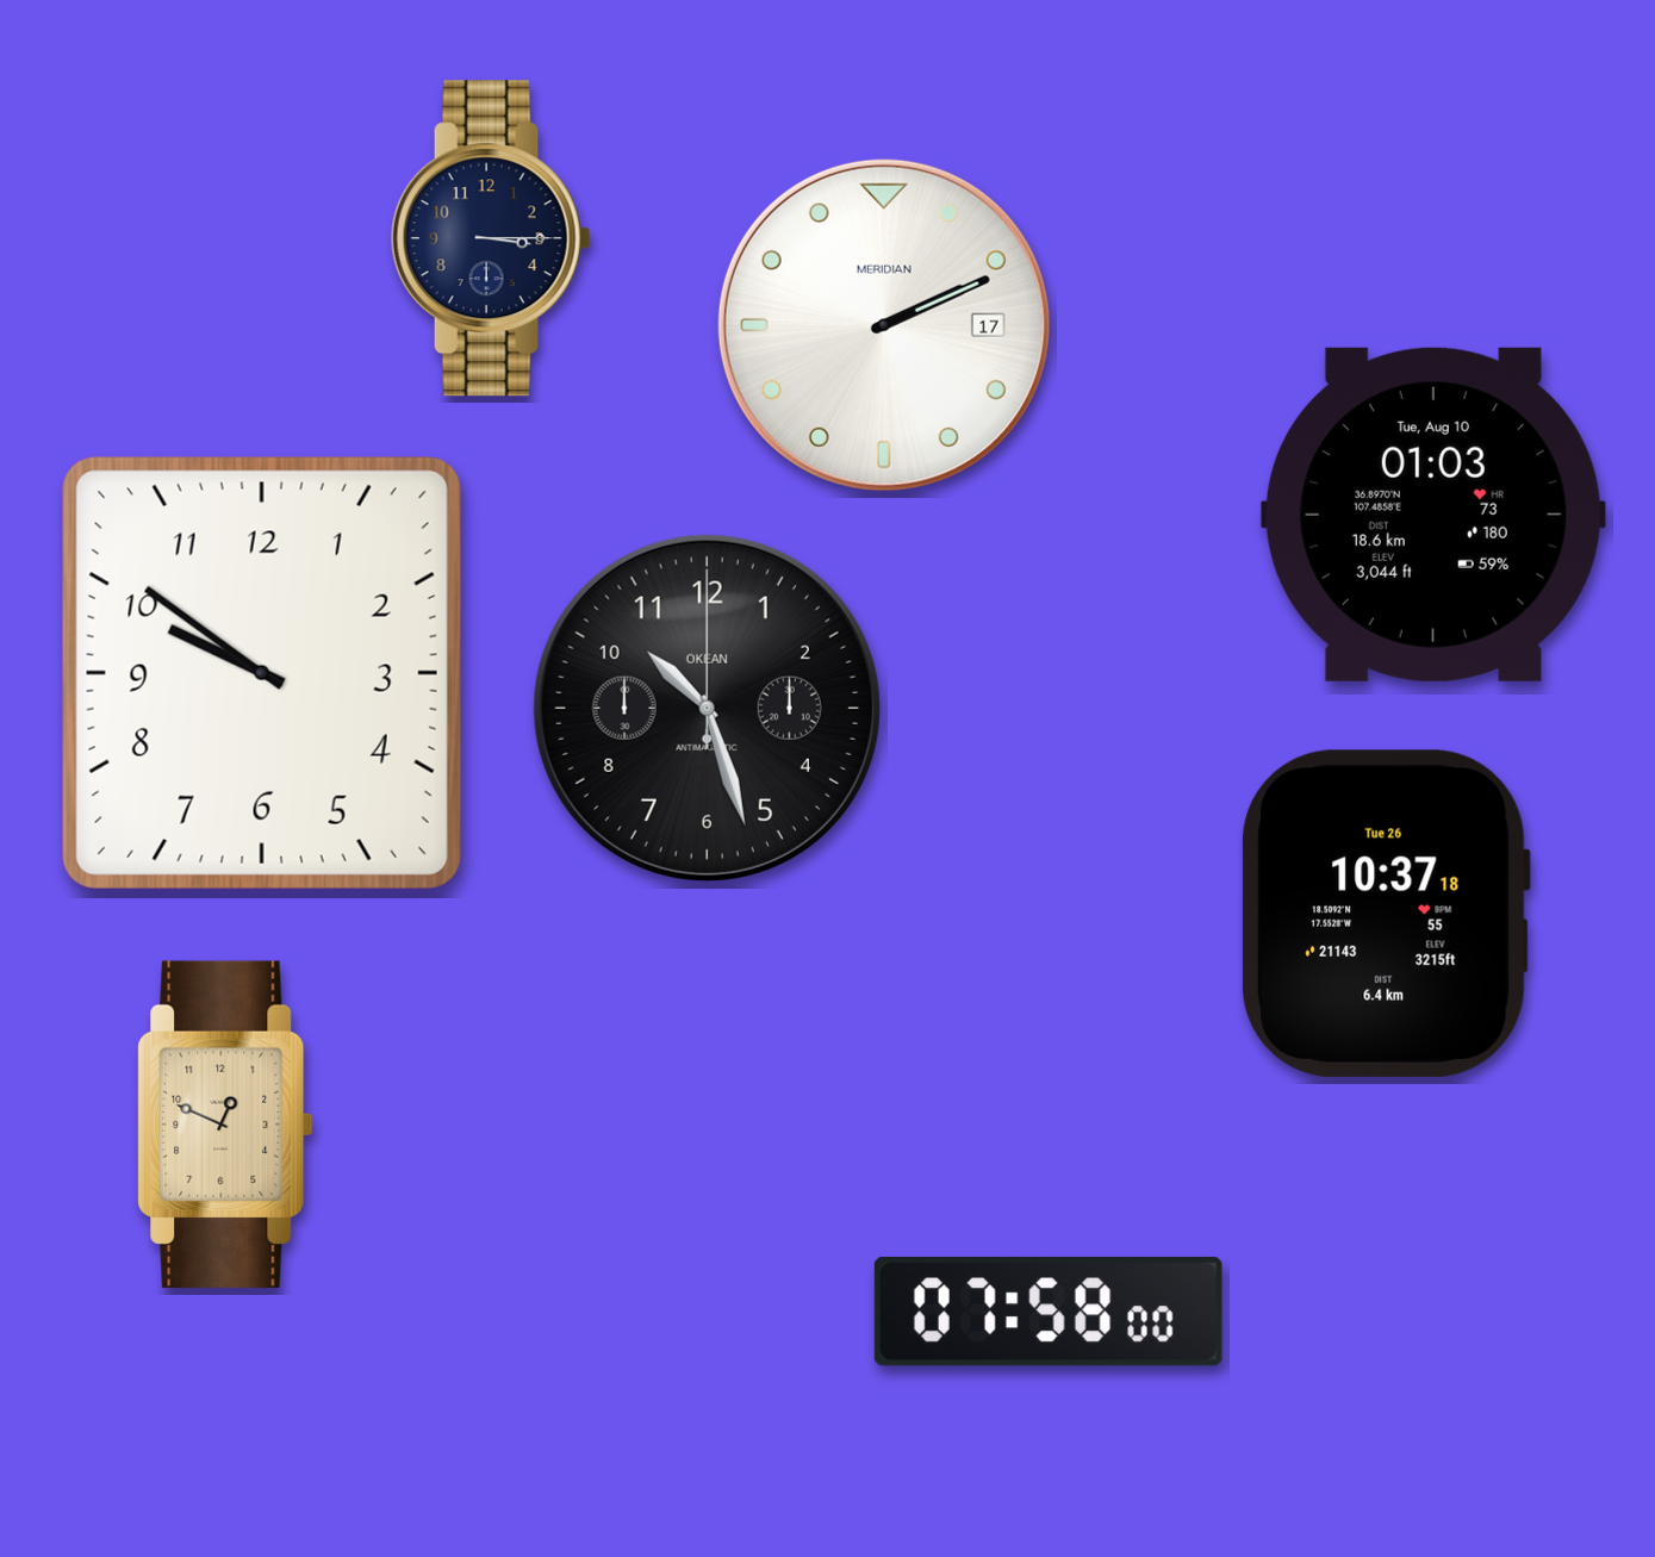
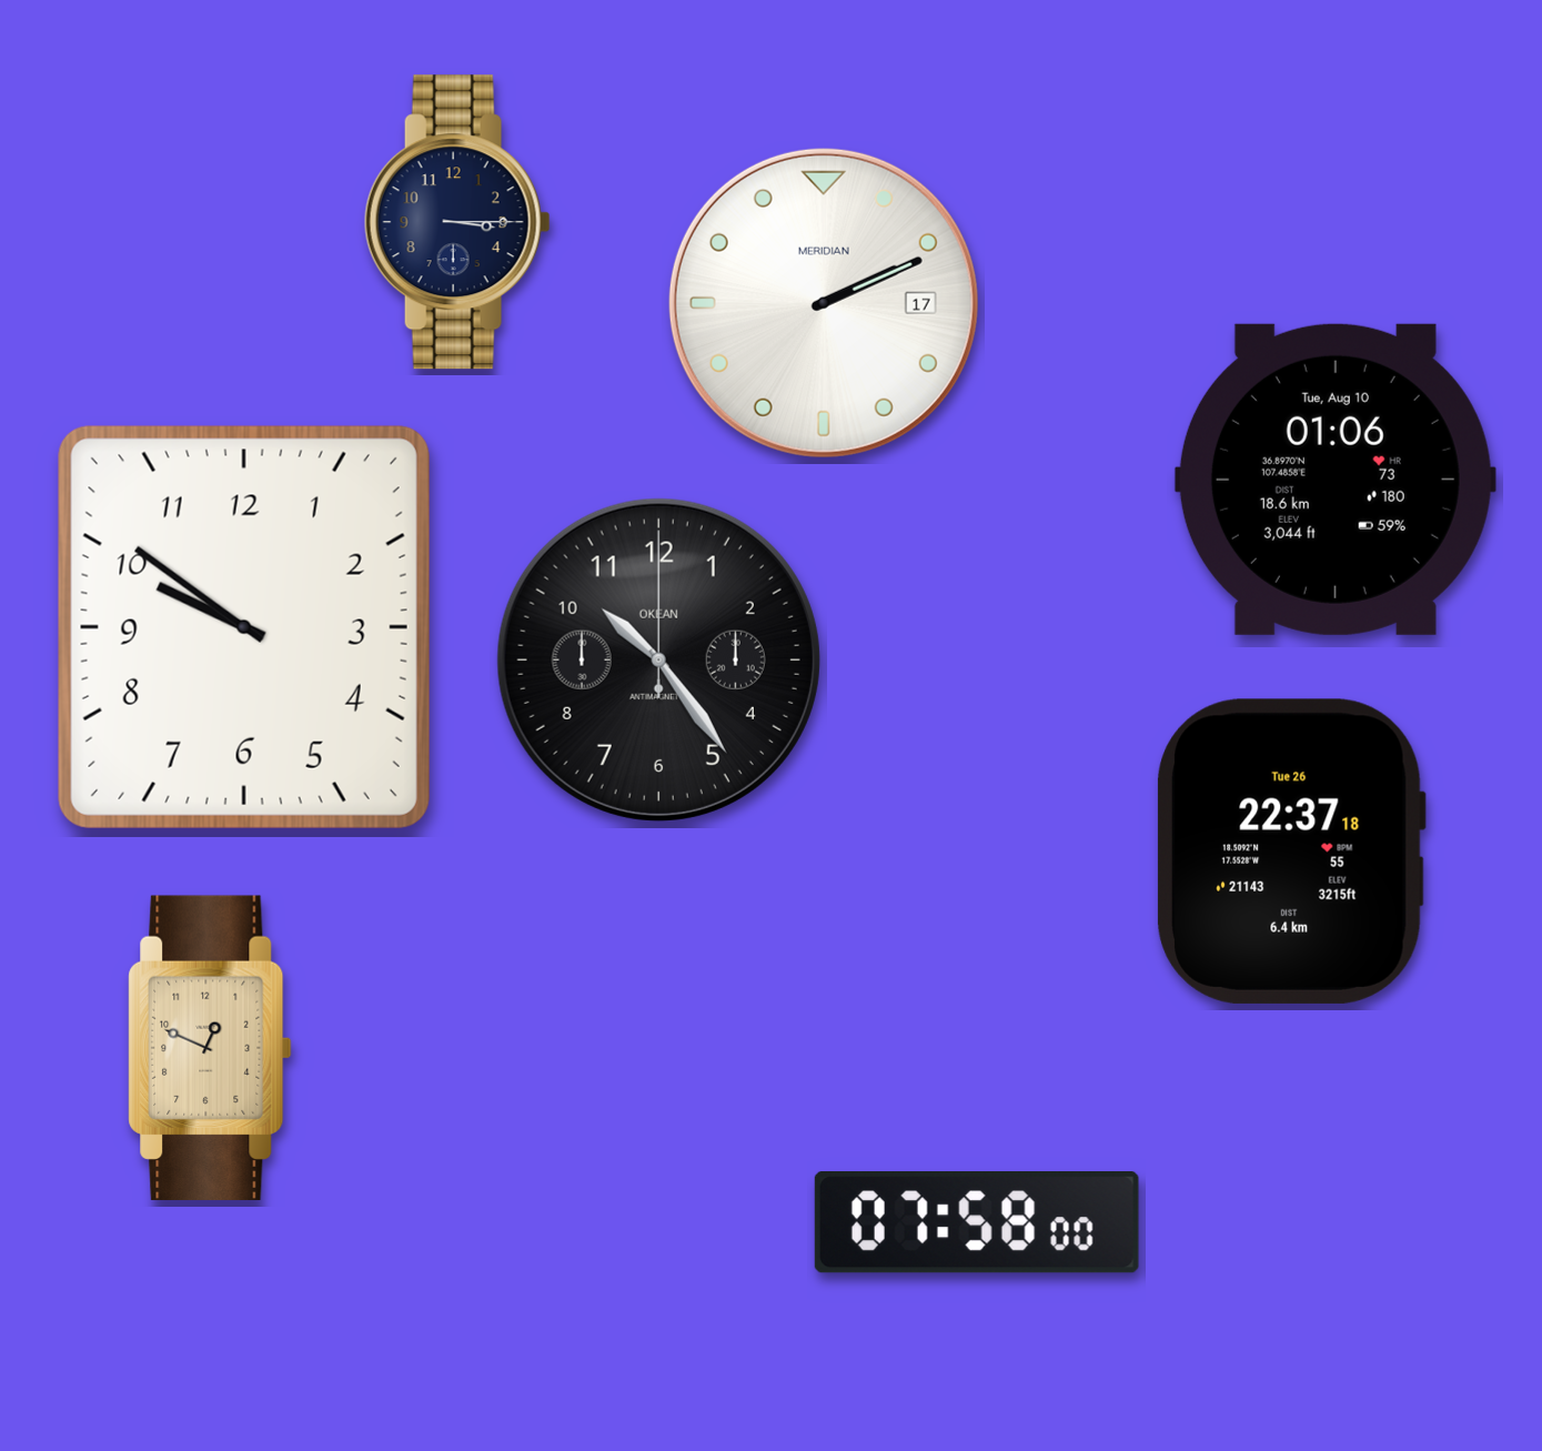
clock at (1433, 515): 01:03 -> 01:06
clock at (707, 708): 10:27 -> 10:24
clock at (1386, 914): 10:37 -> 22:37
